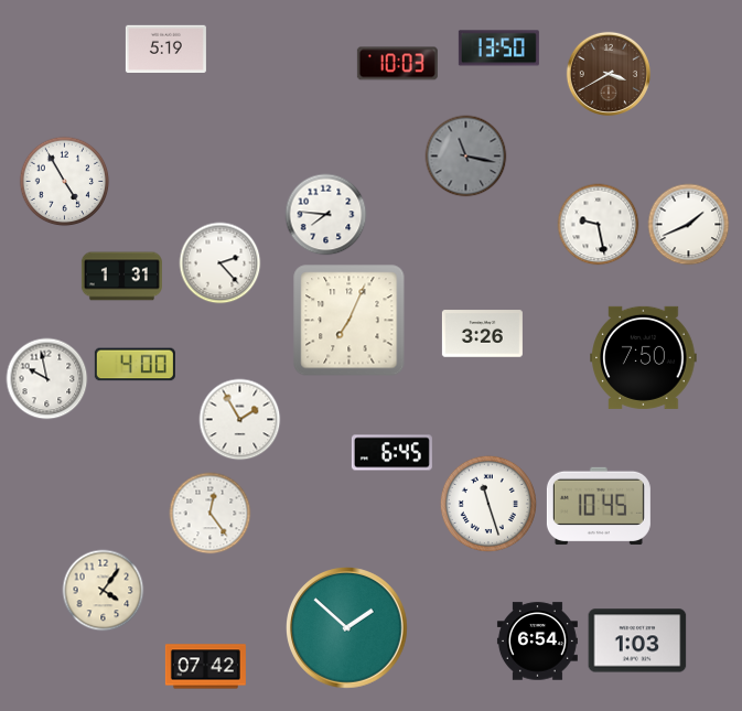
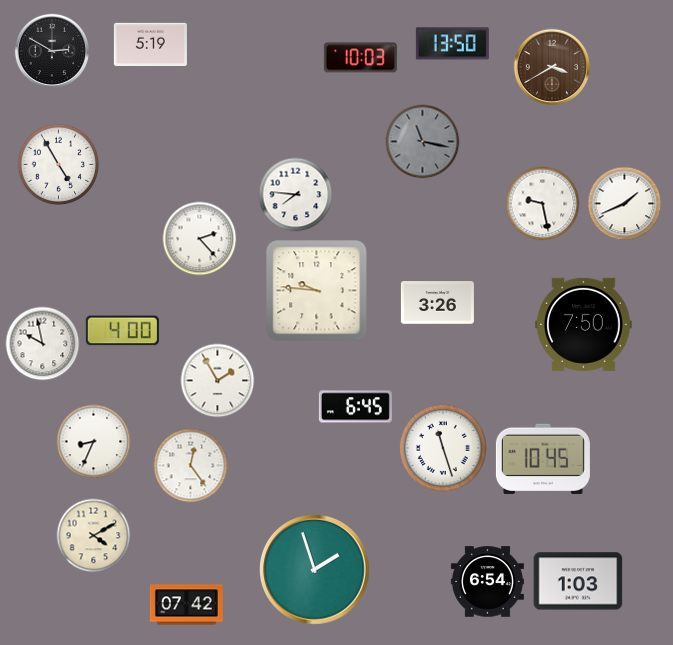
clock at (51, 50): none -> 2:50
clock at (121, 277): 1:31 -> none
clock at (350, 321): 7:04 -> 9:46
clock at (391, 453) position: (391, 453) -> (355, 407)
clock at (94, 442): none -> 8:34
clock at (488, 504) position: (488, 504) -> (443, 448)
clock at (104, 591): 4:06 -> 4:10
clock at (347, 628): 1:52 -> 1:57
